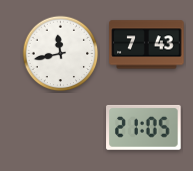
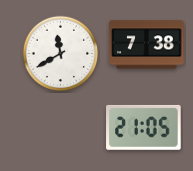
clock at (147, 45): 7:43 -> 7:38
clock at (61, 54): 11:43 -> 11:40
